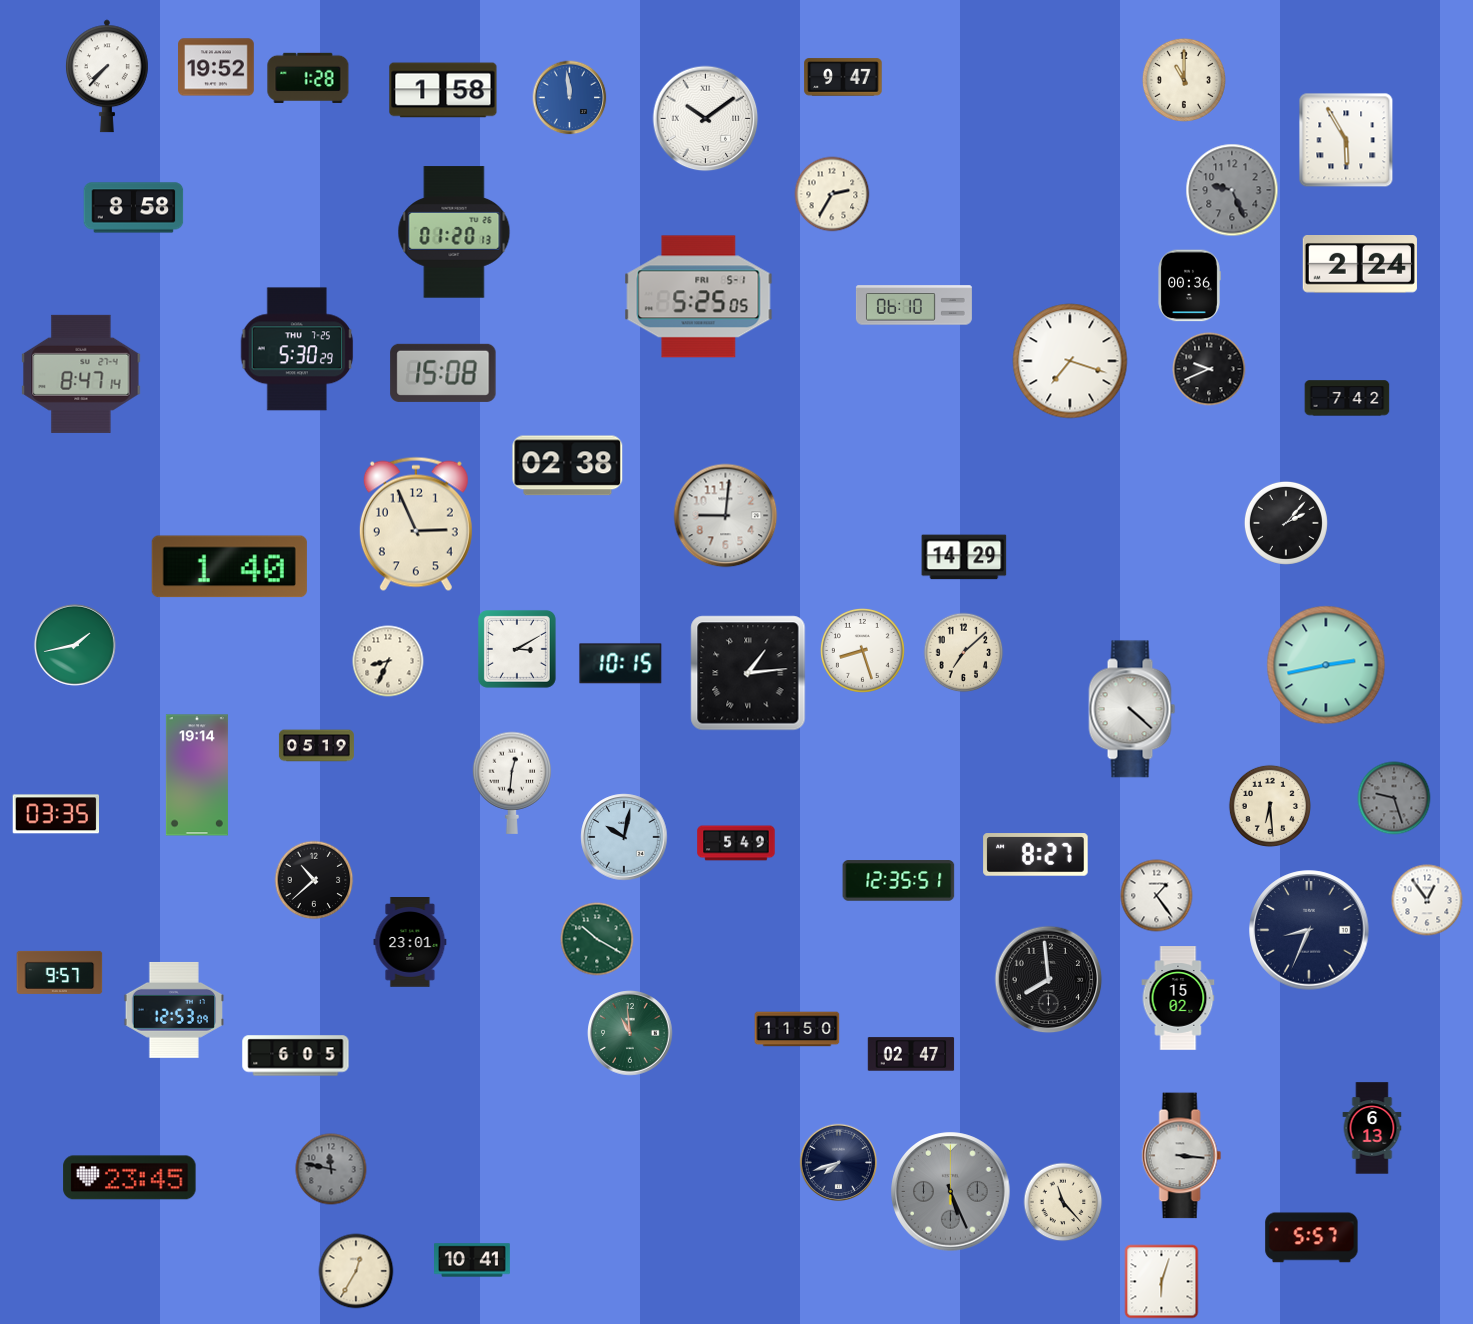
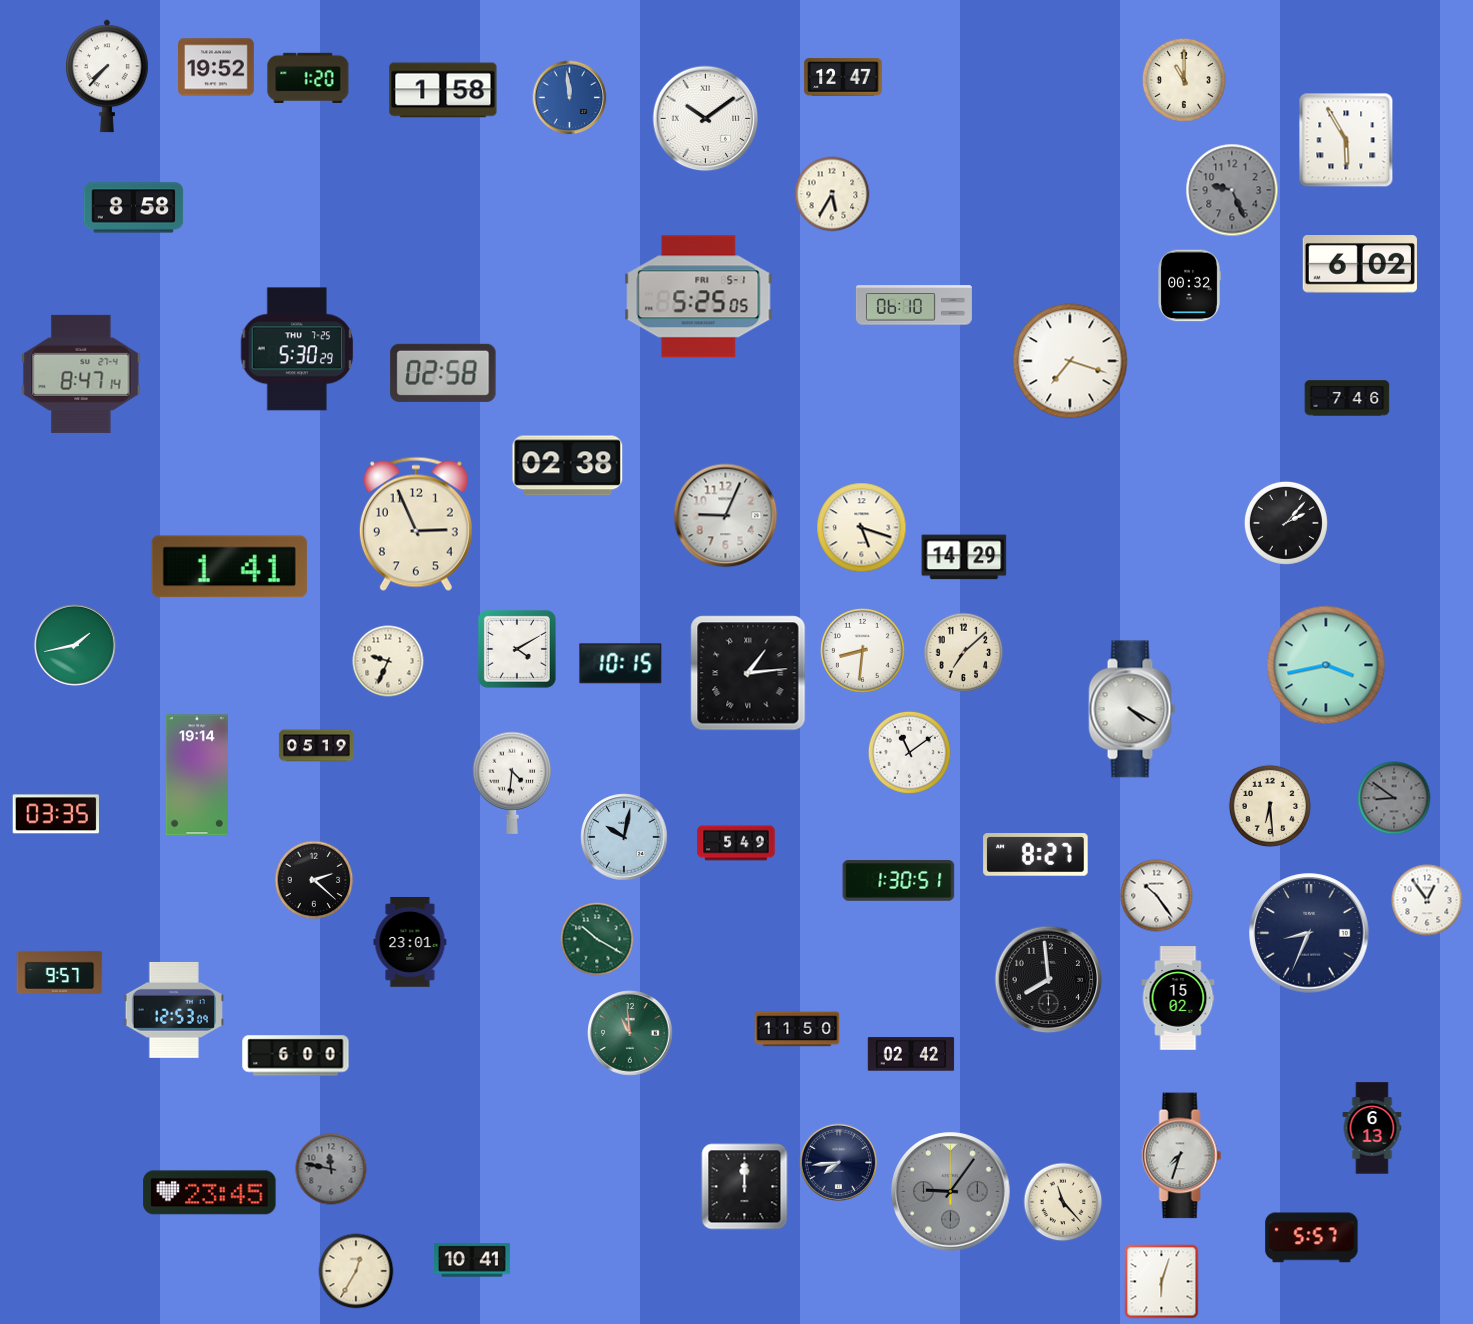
clock at (843, 77): 9:47 -> 12:47
clock at (308, 78): 1:28 -> 1:20
clock at (832, 194): 2:35 -> 5:35
clock at (454, 232): 01:20 -> none
clock at (1360, 265): 2:24 -> 6:02
clock at (1189, 286): 00:36 -> 00:32
clock at (1209, 369): 9:41 -> none
clock at (443, 373): 15:08 -> 02:58
clock at (1347, 398): 7:42 -> 7:46
clock at (726, 516): 9:01 -> 9:04
clock at (862, 528): none -> 5:18
clock at (229, 567): 1:40 -> 1:41
clock at (517, 649): 3:10 -> 4:10
clock at (862, 650): 8:27 -> 8:31
clock at (388, 661): 8:34 -> 9:34
clock at (1326, 665): 2:43 -> 3:43
clock at (1132, 709): 4:22 -> 4:20
clock at (909, 752): none -> 11:09
clock at (512, 783): 12:31 -> 4:31
clock at (1394, 798): 9:27 -> 8:51
clock at (314, 880): 10:38 -> 2:22
clock at (899, 881): 12:35 -> 1:30
clock at (1157, 896): 1:24 -> 10:24
clock at (1309, 930) position: (1309, 930) -> (1309, 933)
clock at (911, 1054): 02:47 -> 02:42
clock at (296, 1056): 6:05 -> 6:00
clock at (1182, 1156): 3:16 -> 7:33
clock at (839, 1163): 7:42 -> 7:44
clock at (130, 1178) position: (130, 1178) -> (210, 1193)
clock at (745, 1187): none -> 12:00
clock at (951, 1192): 5:26 -> 9:06
